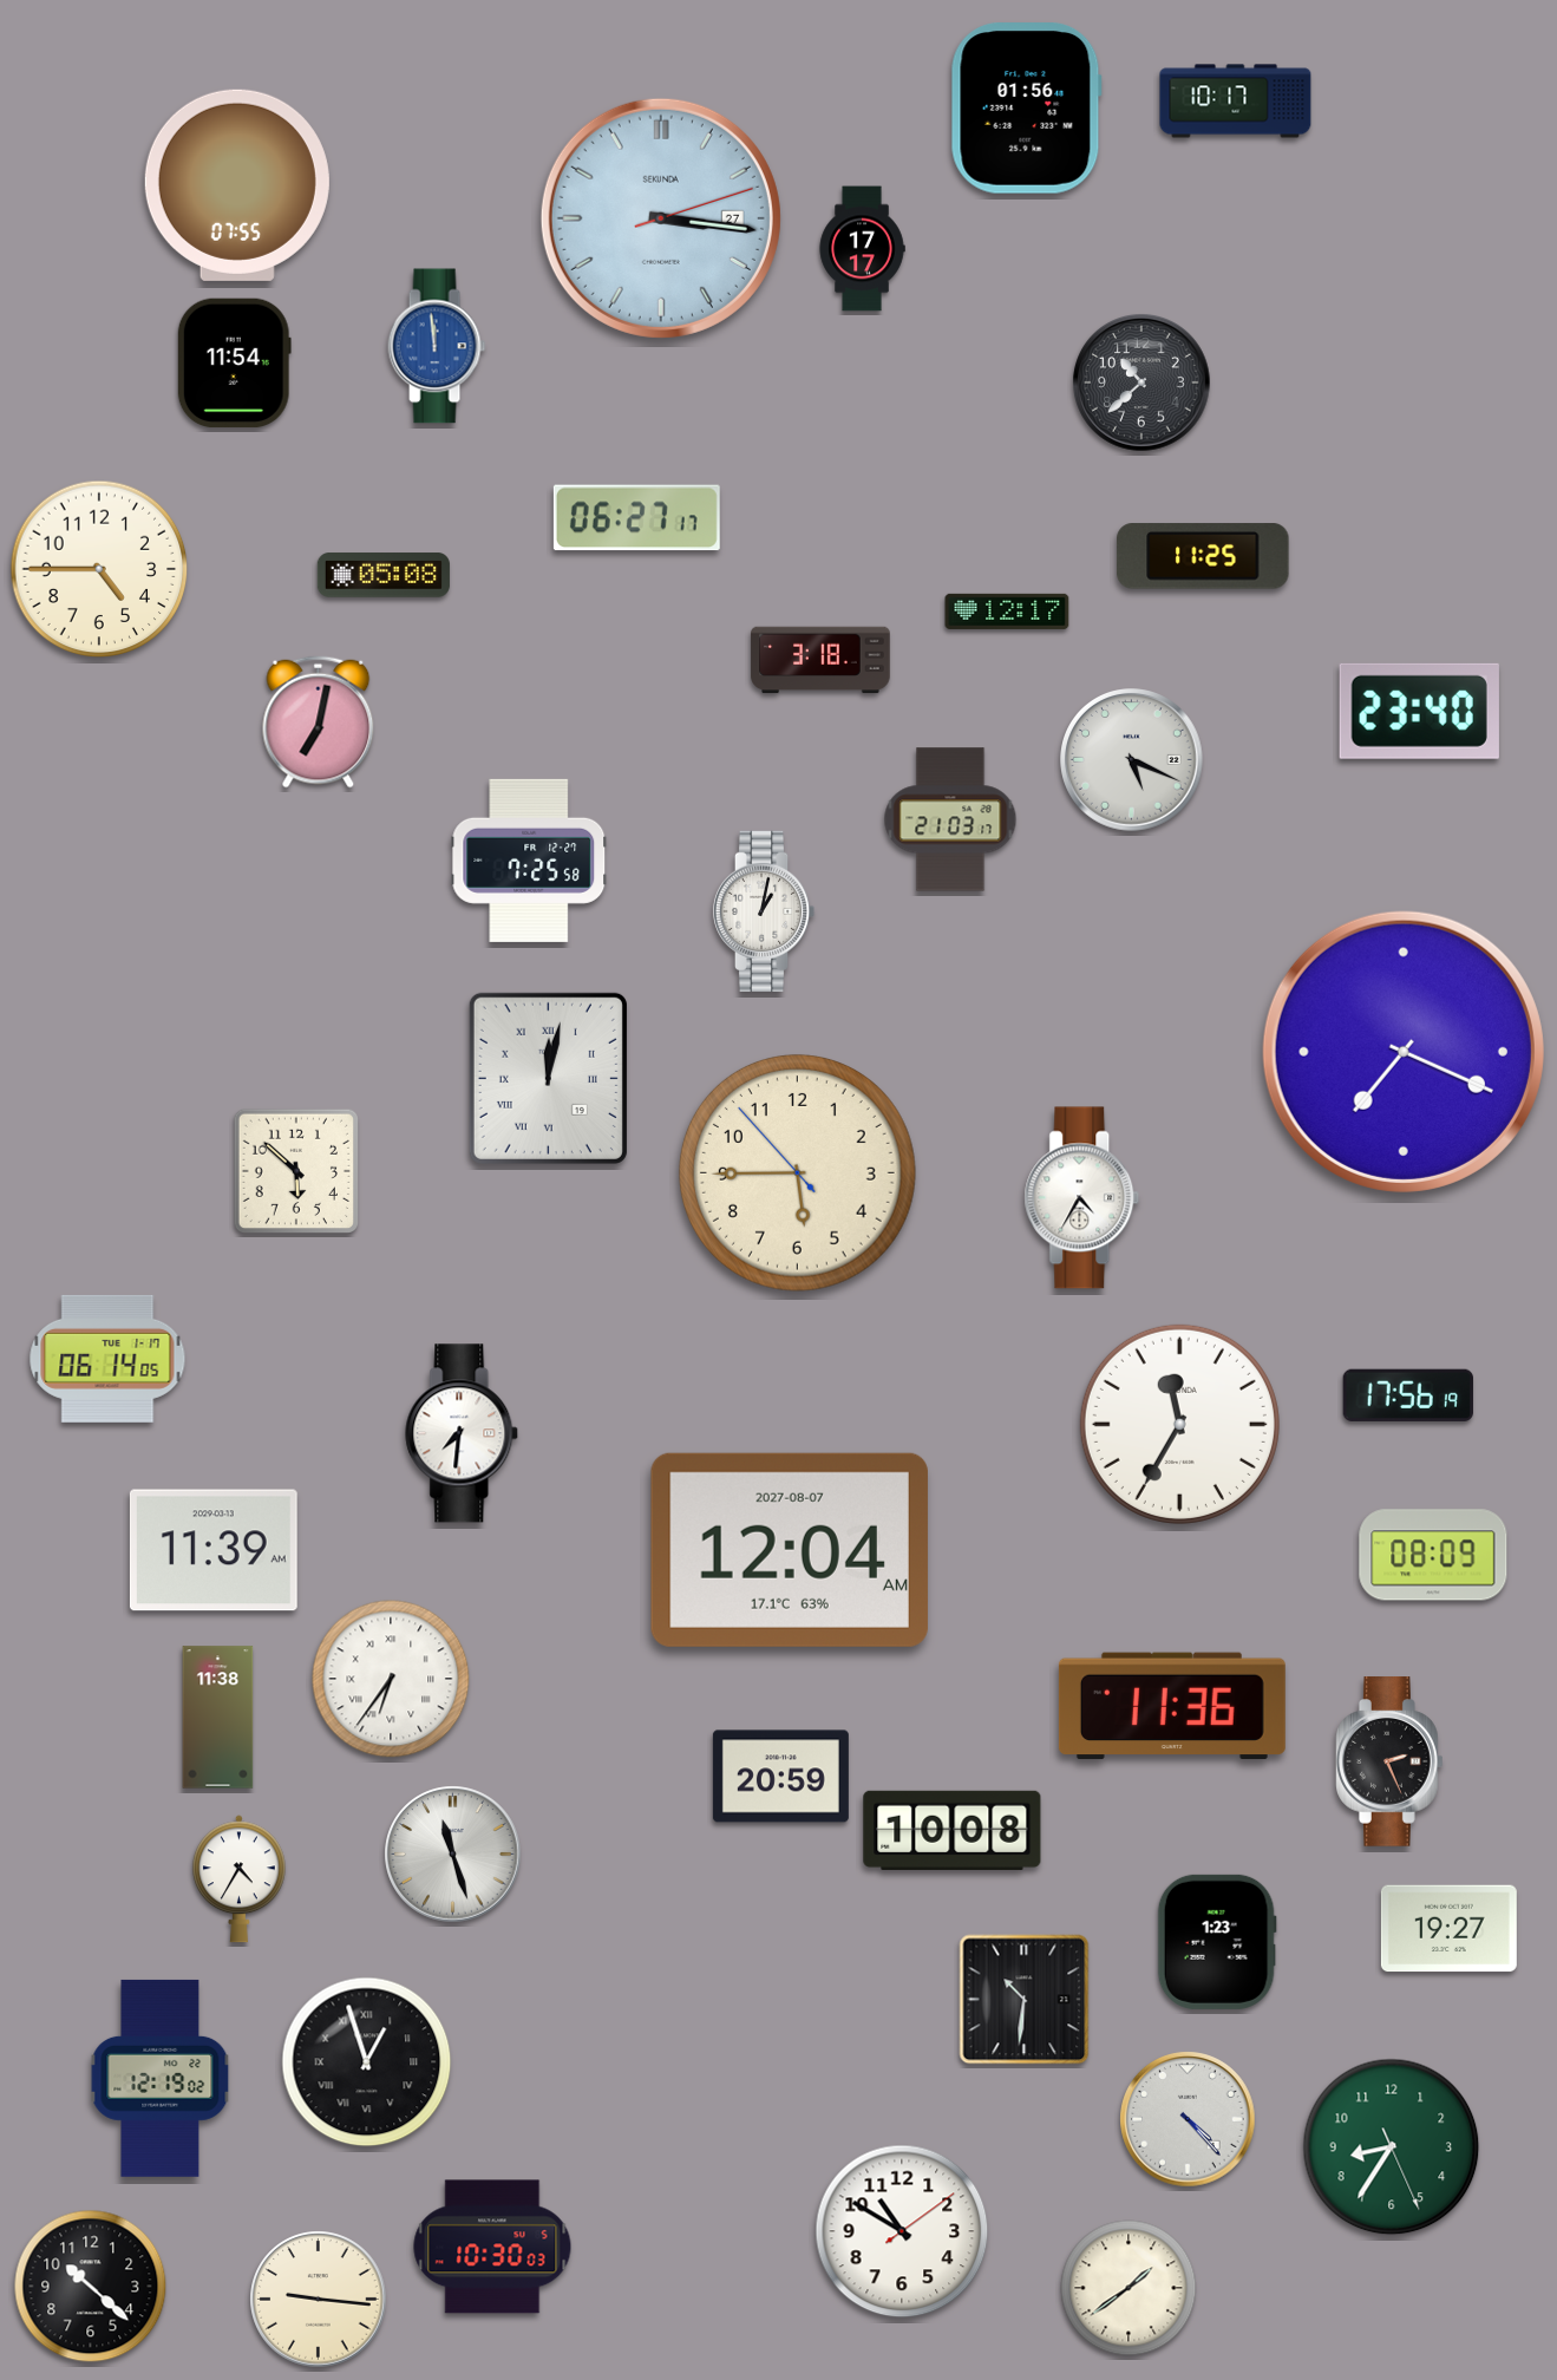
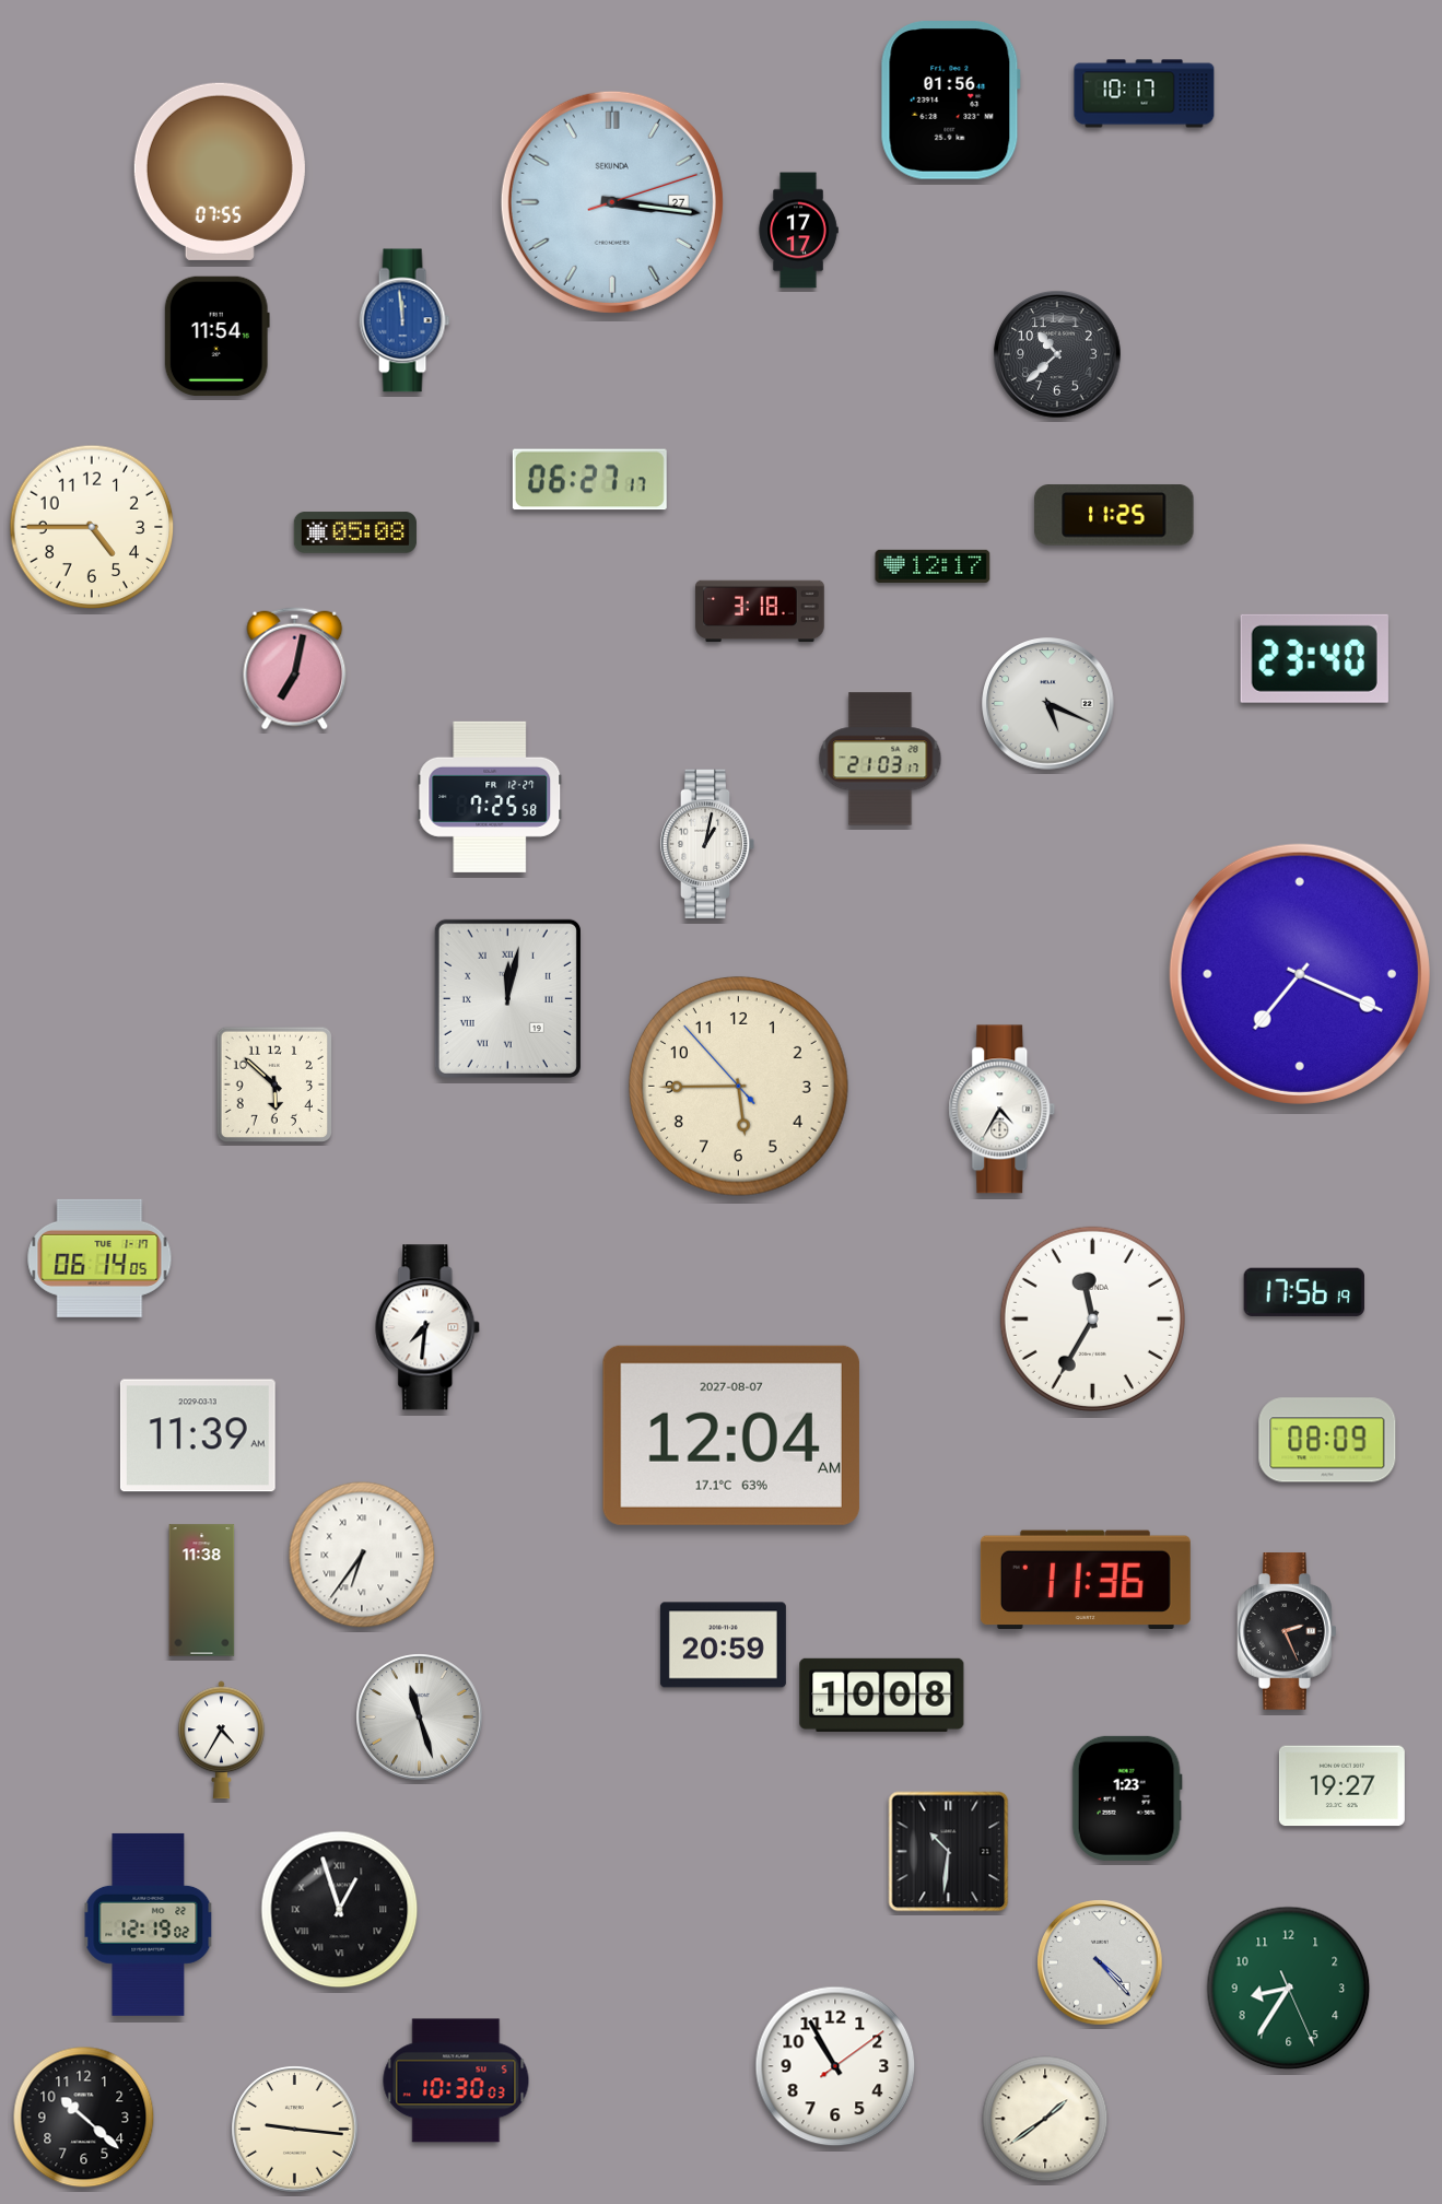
clock at (902, 2231): 10:50 -> 10:55
